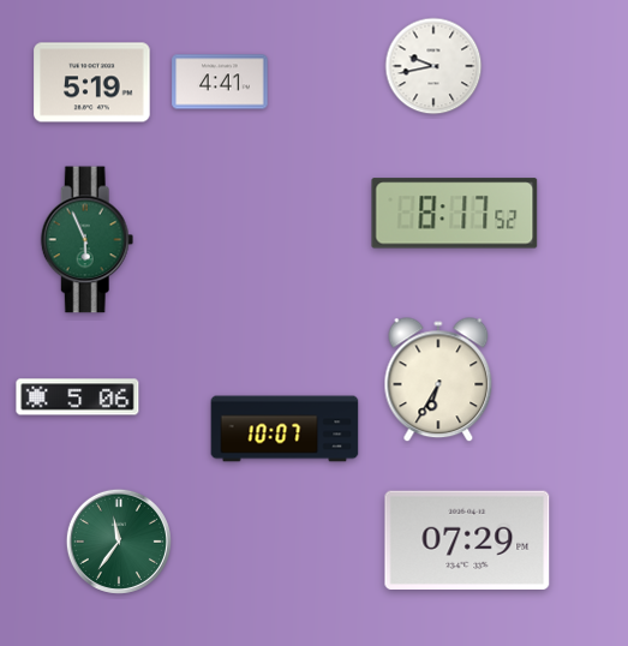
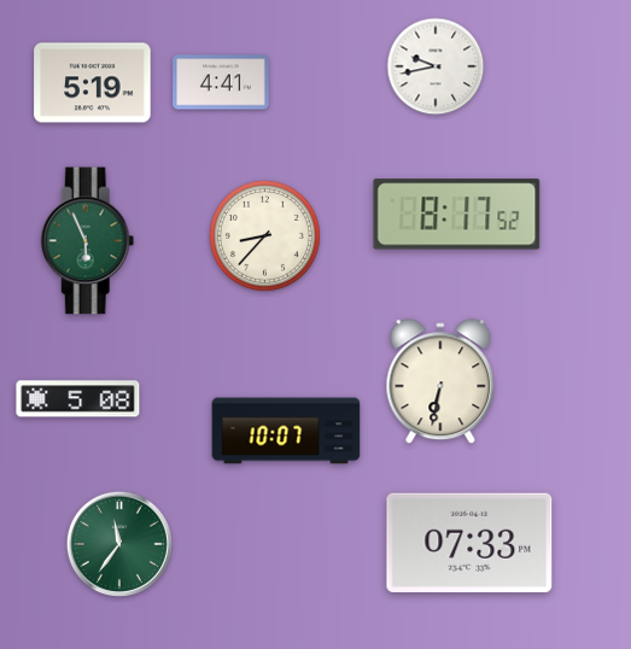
clock at (264, 235): none -> 8:37
clock at (438, 381): 6:35 -> 6:32
clock at (78, 397): 5:06 -> 5:08
clock at (467, 539): 07:29 -> 07:33
